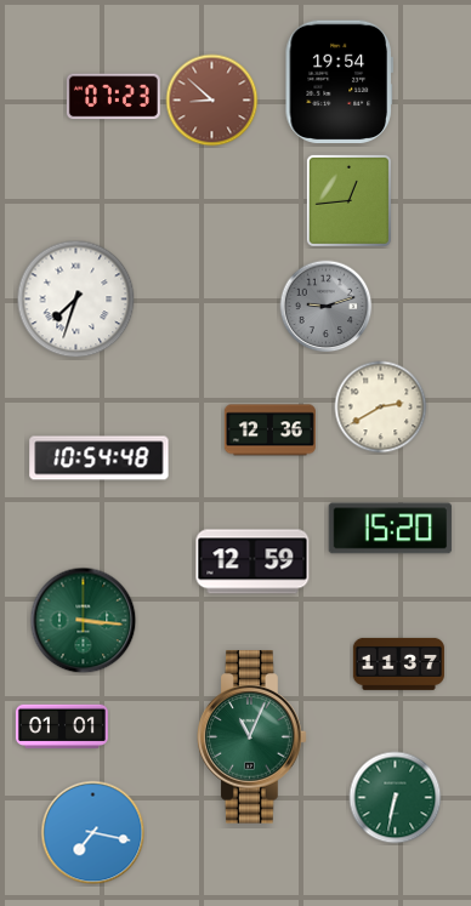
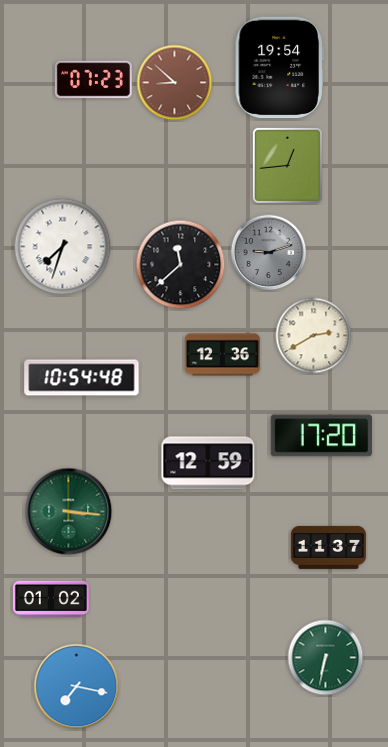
clock at (181, 265): none -> 11:38
clock at (391, 529): 15:20 -> 17:20
clock at (62, 726): 01:01 -> 01:02
clock at (252, 737): 11:04 -> none
